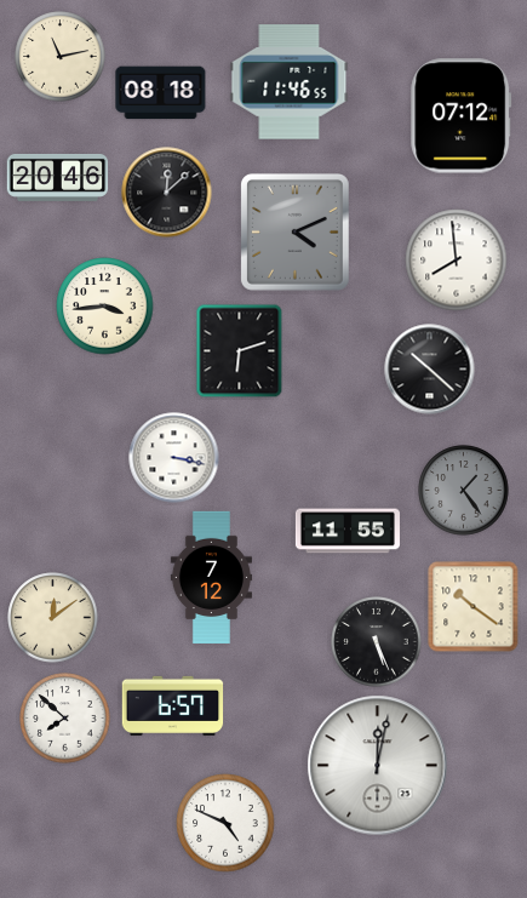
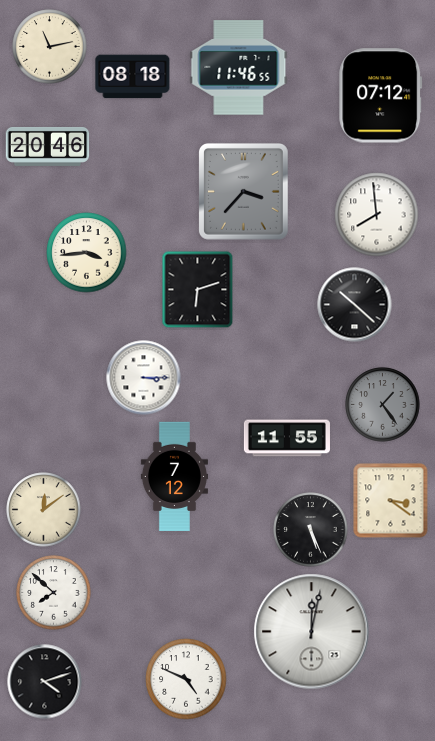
clock at (167, 193): 12:08 -> none
clock at (294, 231): 4:11 -> 3:37
clock at (174, 458): 3:17 -> 3:15
clock at (474, 607): 10:21 -> 3:21
clock at (173, 705): 6:57 -> none
clock at (45, 682): none -> 4:12
